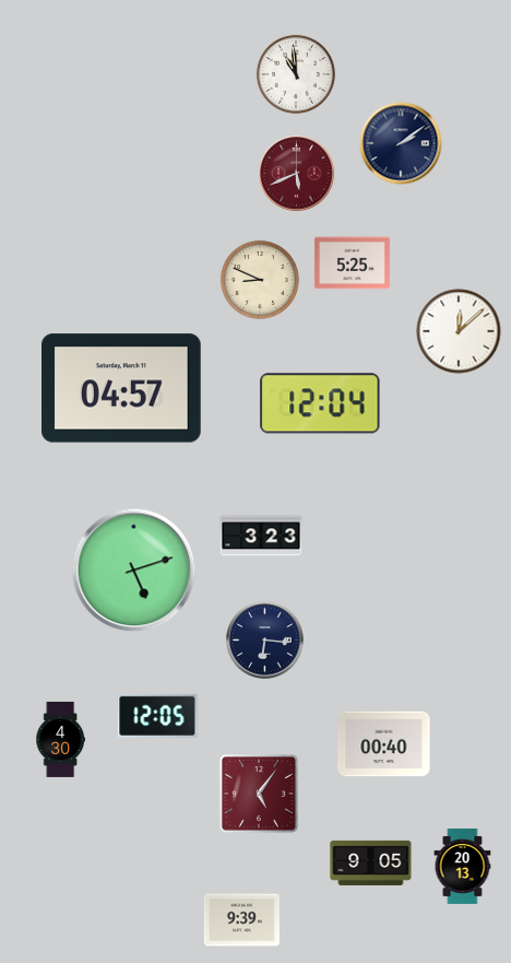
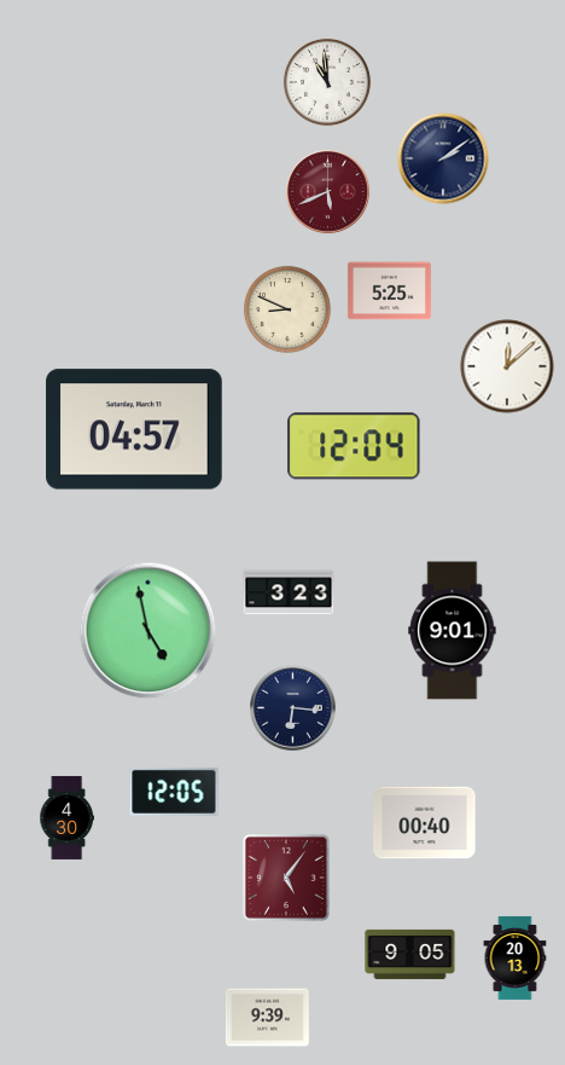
clock at (134, 571): 5:12 -> 4:58
clock at (453, 631): none -> 9:01
clock at (463, 866) position: (463, 866) -> (516, 957)
